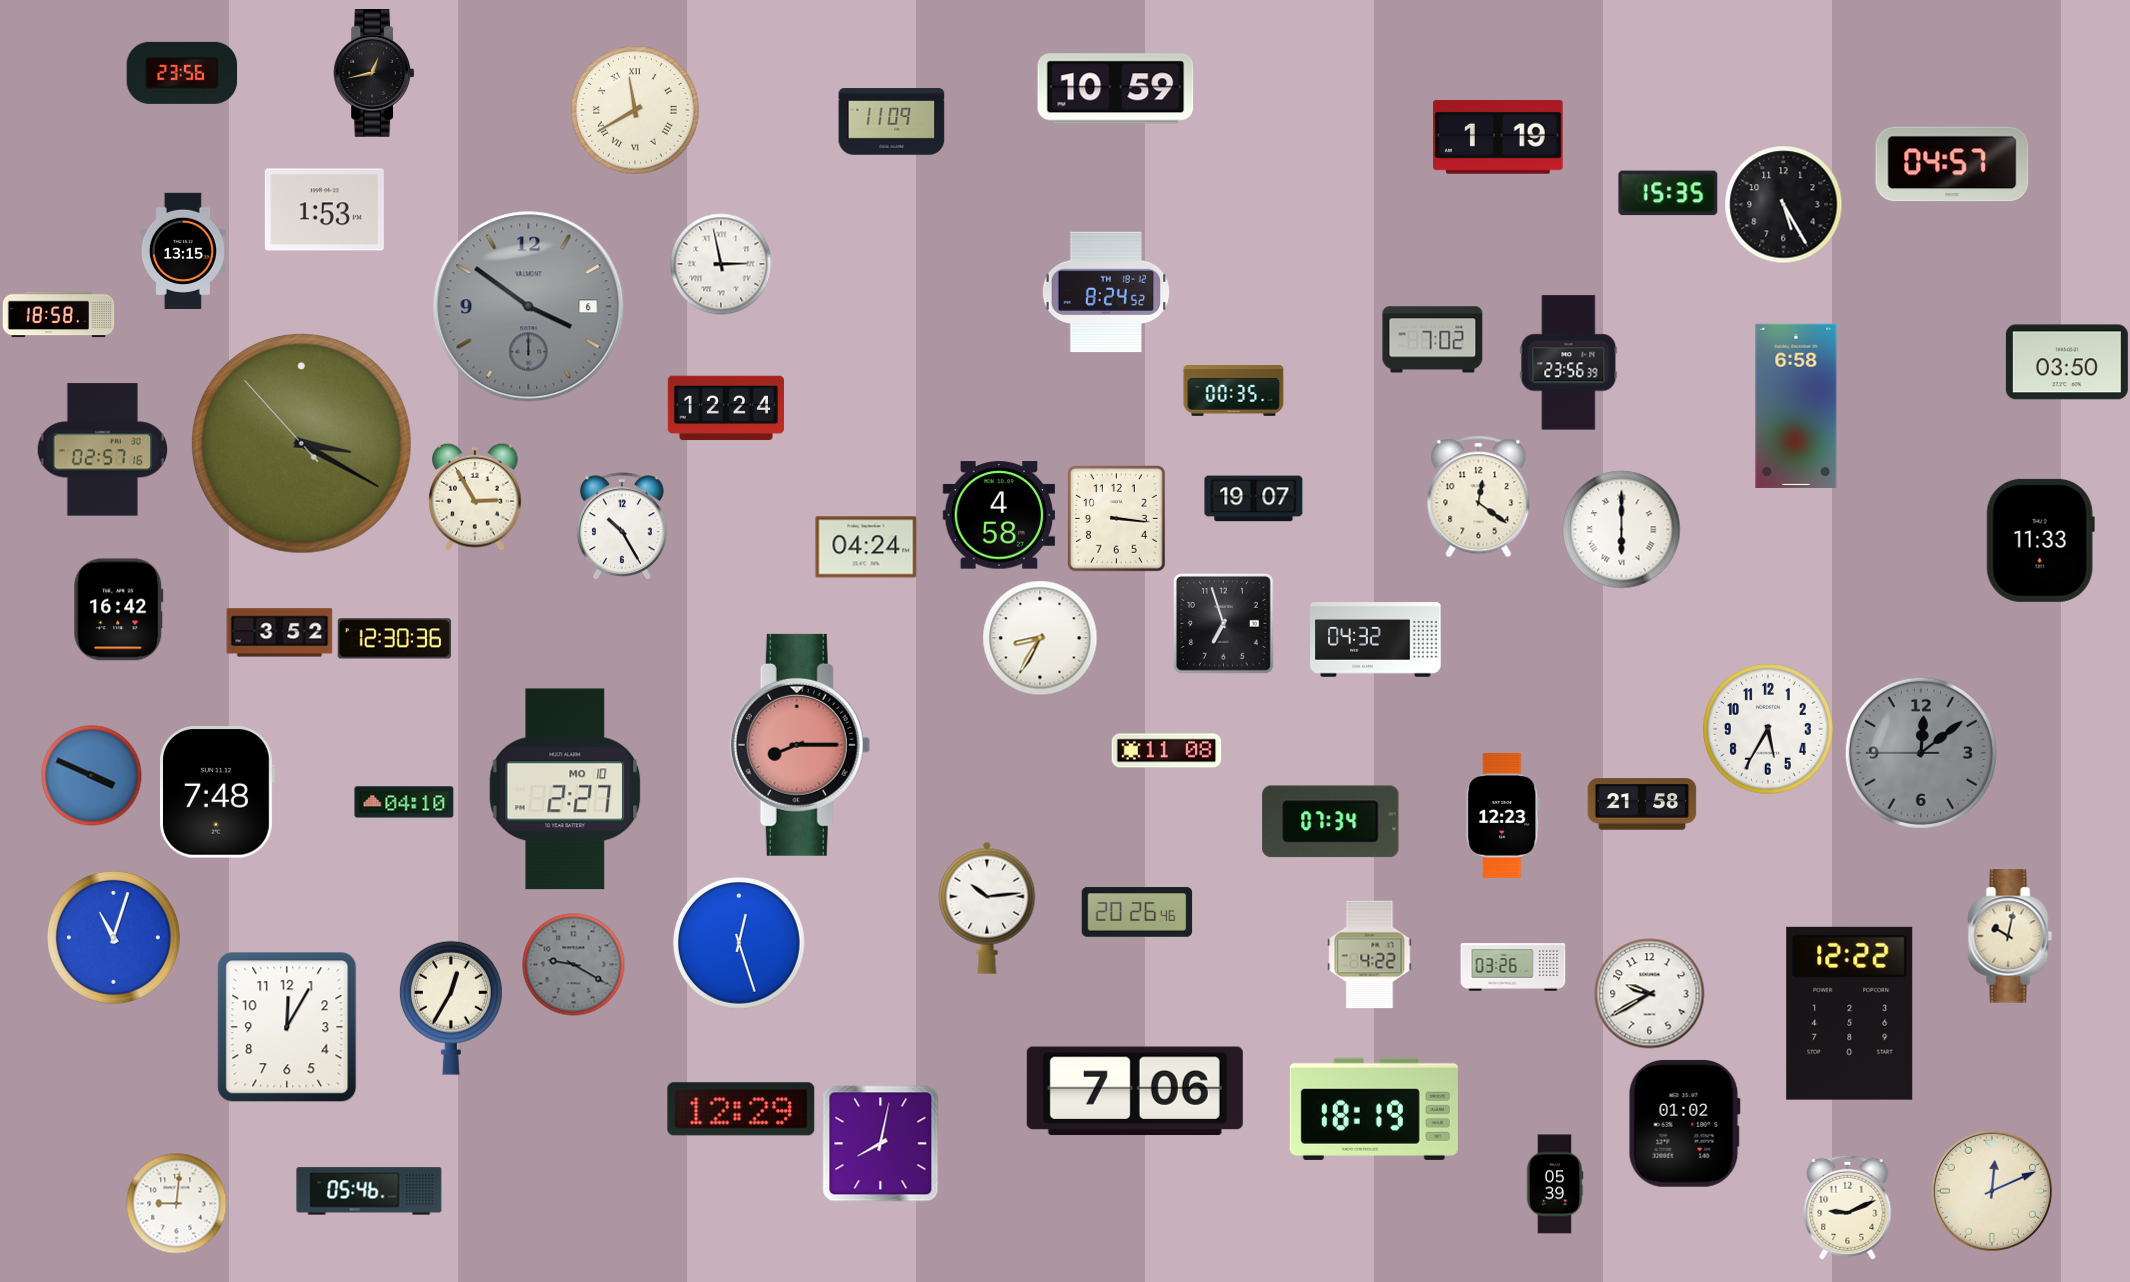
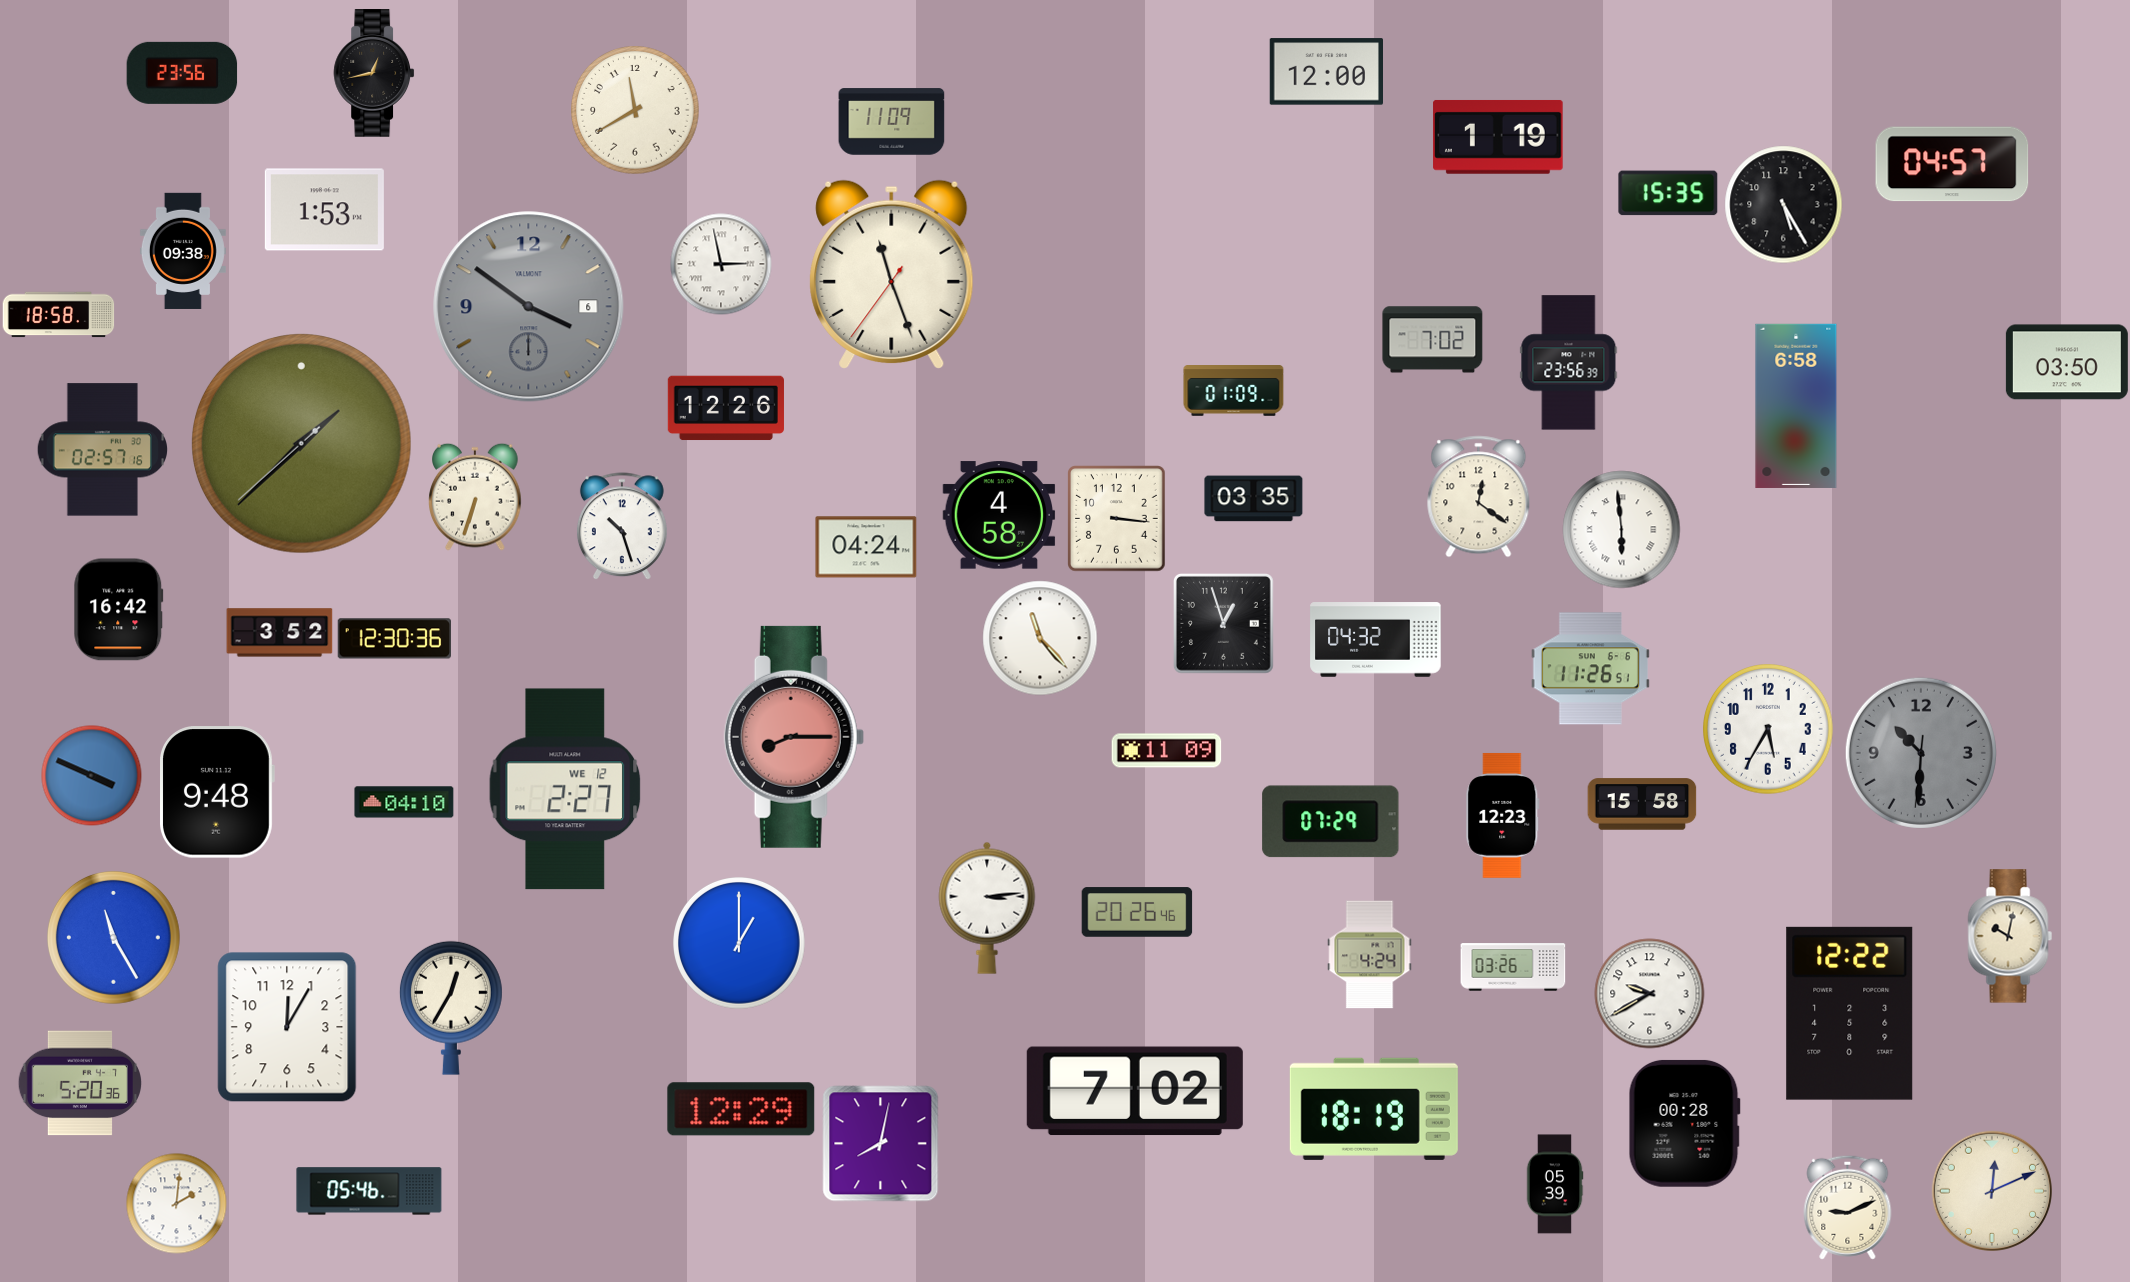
clock at (1326, 72): none -> 12:00
clock at (1116, 89): 10:59 -> none
clock at (635, 110) numerals: Roman -> Arabic
clock at (183, 250): 13:15 -> 09:38
clock at (892, 274): none -> 11:26
clock at (1106, 292): 8:24 -> none
clock at (1234, 391): 00:35 -> 01:09
clock at (726, 408): 12:24 -> 12:26
clock at (302, 444): 3:19 -> 1:37
clock at (476, 497): 2:55 -> 6:33
clock at (1254, 499): 19:07 -> 03:35
clock at (622, 526): 10:25 -> 10:27
clock at (1622, 530): 6:00 -> 5:59
clock at (2040, 540): 11:33 -> none
clock at (1223, 623): 6:57 -> 12:57
clock at (1040, 638): 8:35 -> 11:23
clock at (1590, 669): none -> 11:26
clock at (800, 745) position: (800, 745) -> (794, 737)
clock at (1167, 751): 11:08 -> 11:09
clock at (1921, 753): 12:08 -> 10:30
clock at (565, 789) date: MO 10 -> WE 12
clock at (217, 792): 7:48 -> 9:48
clock at (1642, 804): 21:58 -> 15:58
clock at (1331, 822): 07:34 -> 07:29
clock at (987, 908): 10:14 -> 3:14
clock at (114, 938): 11:03 -> 11:25
clock at (740, 944): 12:27 -> 1:00
clock at (1370, 955): 4:22 -> 4:24
clock at (574, 965): 9:20 -> none
clock at (79, 1083): none -> 5:20
clock at (1135, 1091): 7:06 -> 7:02
clock at (1684, 1123): 01:02 -> 00:28
clock at (177, 1204): 9:01 -> 2:01
